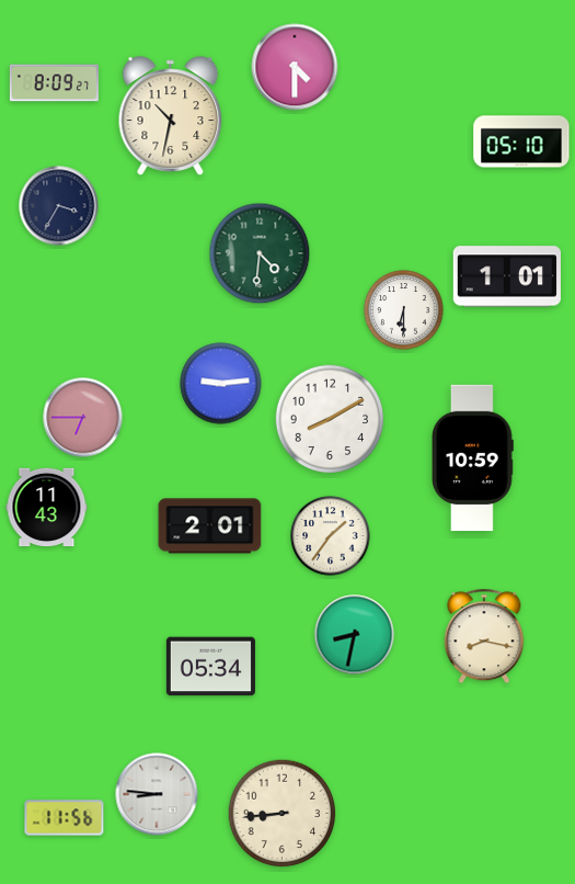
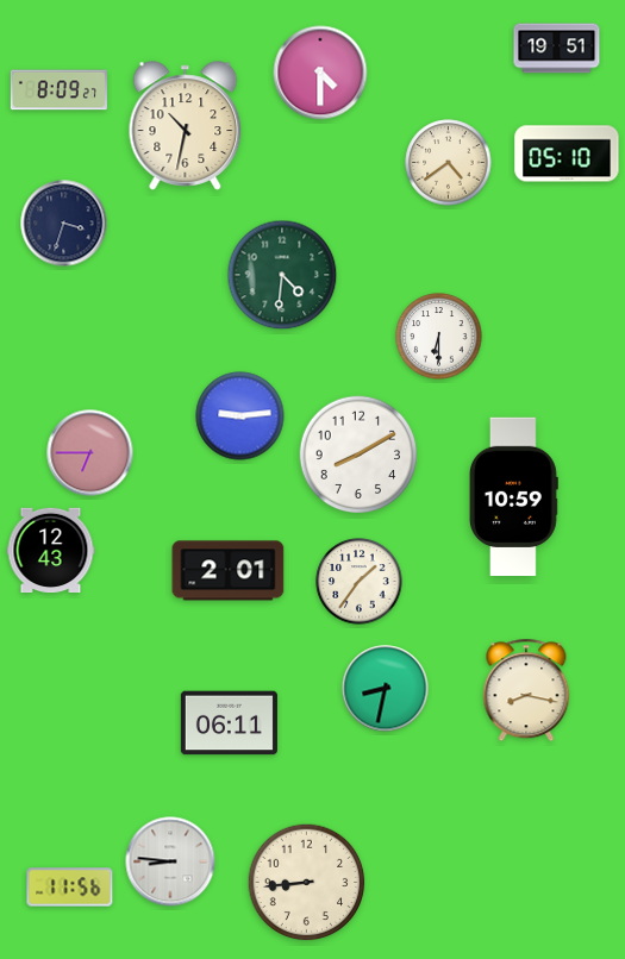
clock at (557, 49): none -> 19:51
clock at (449, 163): none -> 4:39
clock at (59, 206): 3:35 -> 3:33
clock at (507, 276): 1:01 -> none
clock at (47, 508): 11:43 -> 12:43
clock at (210, 667): 05:34 -> 06:11
